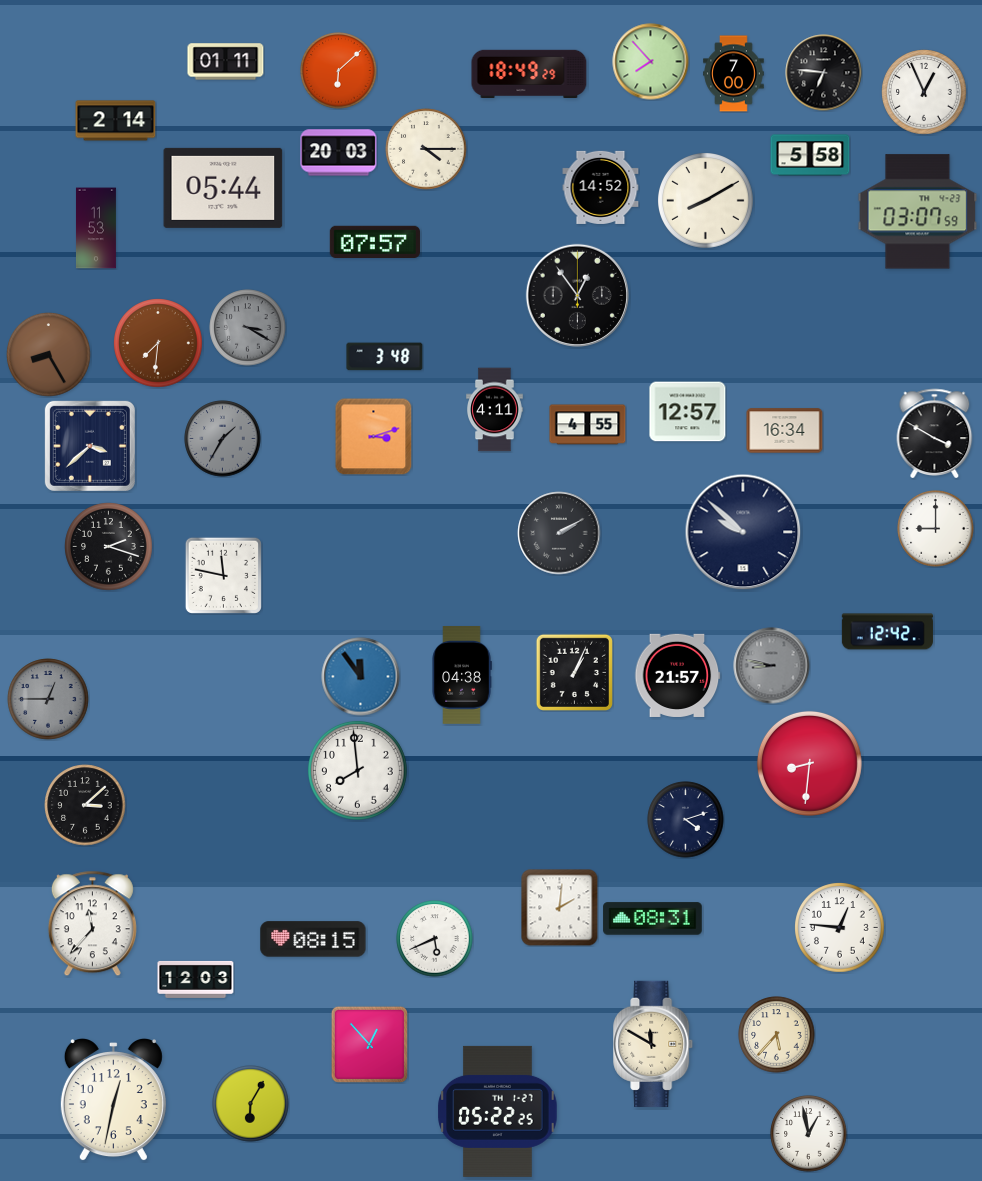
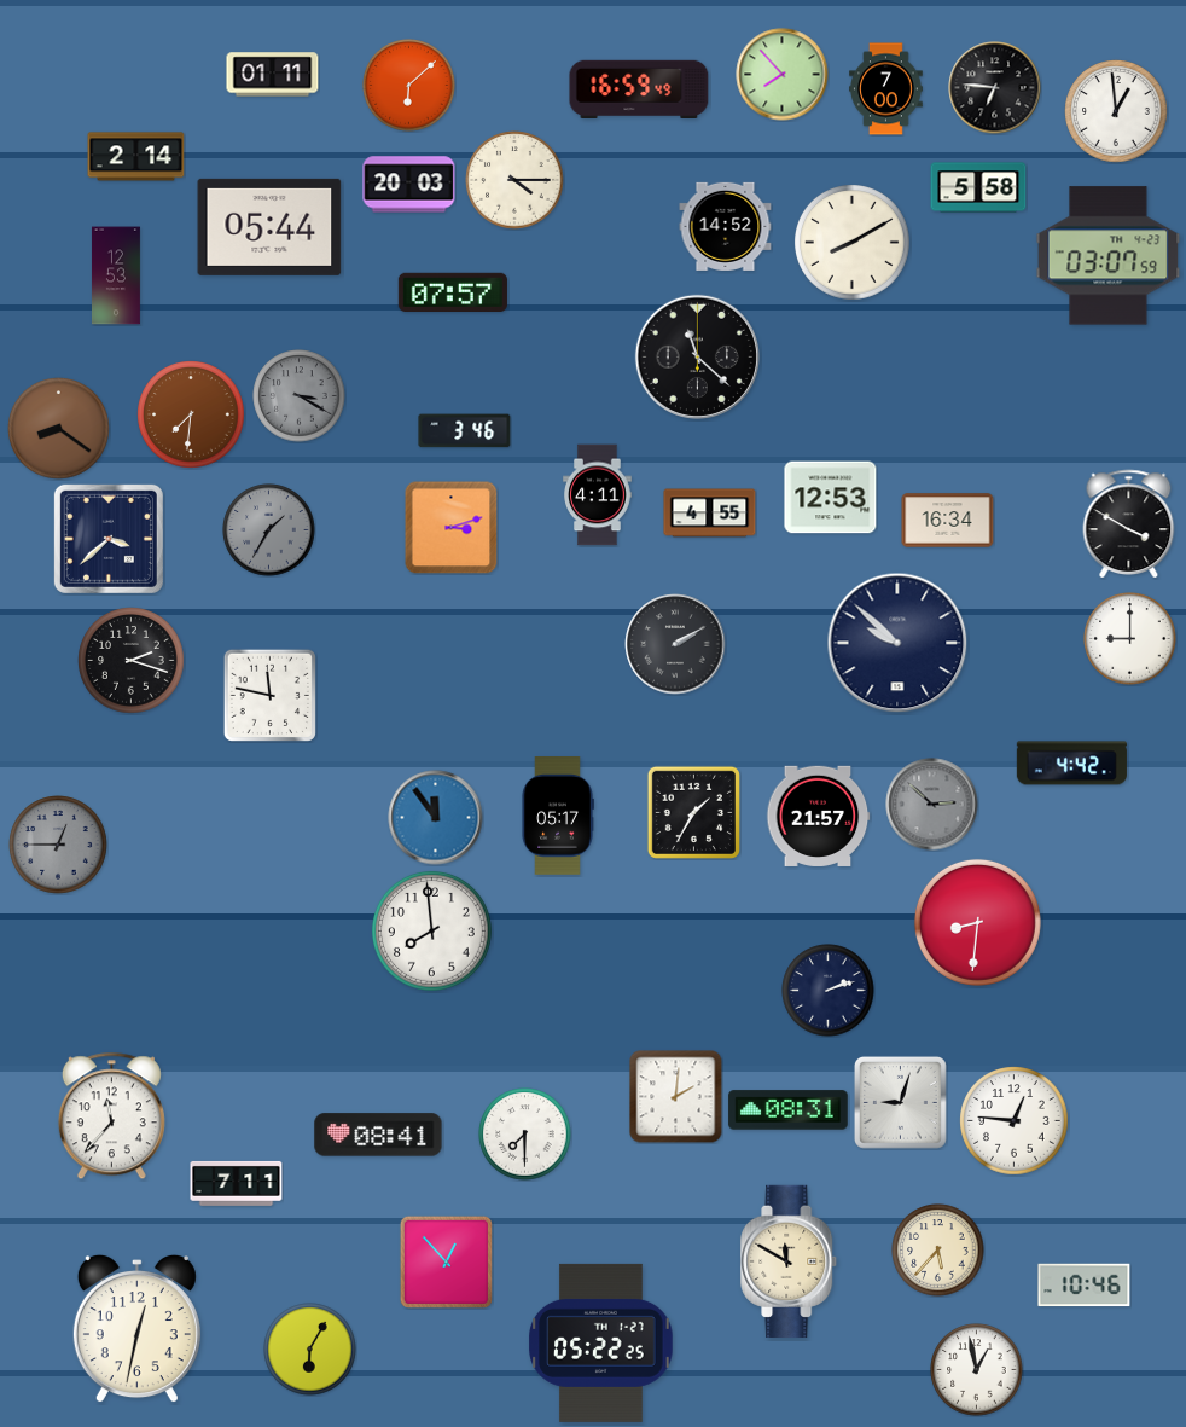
clock at (651, 62) position: (651, 62) -> (783, 75)
clock at (529, 73): 18:49 -> 16:59
clock at (924, 92): 12:56 -> 12:59
clock at (116, 121) position: (116, 121) -> (136, 157)
clock at (96, 228): 11:53 -> 12:53
clock at (577, 295): 12:54 -> 11:22
clock at (49, 355): 8:25 -> 8:21
clock at (385, 357): 3:48 -> 3:46
clock at (688, 412): 12:57 -> 12:53
clock at (887, 632): 12:42 -> 4:42
clock at (772, 666): 8:47 -> 2:52
clock at (574, 672): 1:04 -> 1:35
clock at (462, 675): 04:38 -> 05:17
clock at (85, 805): 3:08 -> none
clock at (686, 820): 4:12 -> 2:12
clock at (900, 1102): none -> 9:03
clock at (313, 939): 08:15 -> 08:41
clock at (435, 939): 5:41 -> 7:30
clock at (196, 979): 12:03 -> 7:11
clock at (1085, 1286): none -> 10:46
clock at (251, 1104) position: (251, 1104) -> (310, 1350)
